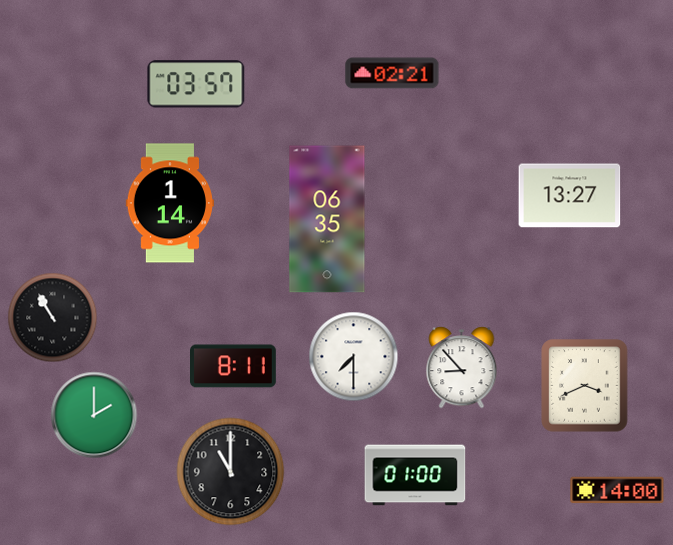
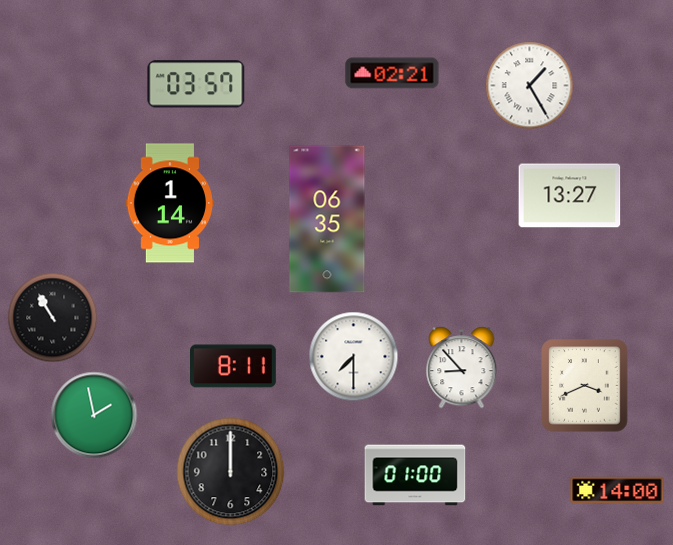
clock at (530, 86): none -> 1:25
clock at (94, 415): 2:00 -> 1:58
clock at (231, 472): 11:00 -> 12:00
